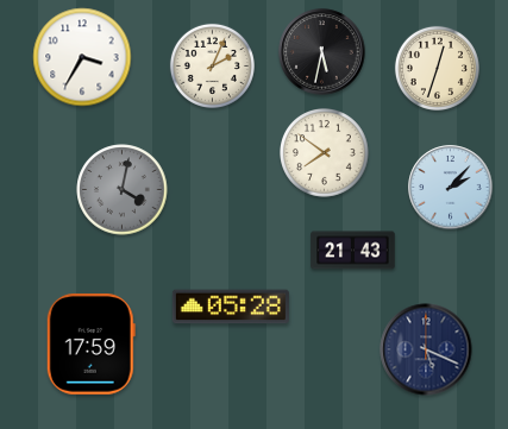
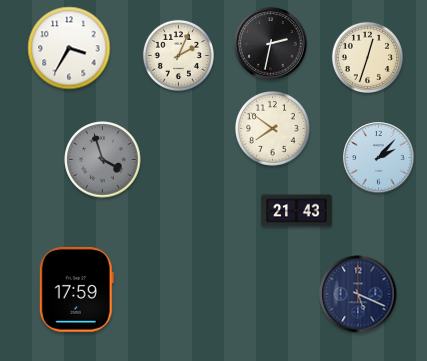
clock at (322, 52): 5:32 -> 2:32
clock at (123, 190): 4:02 -> 3:57
clock at (231, 307): 05:28 -> none
